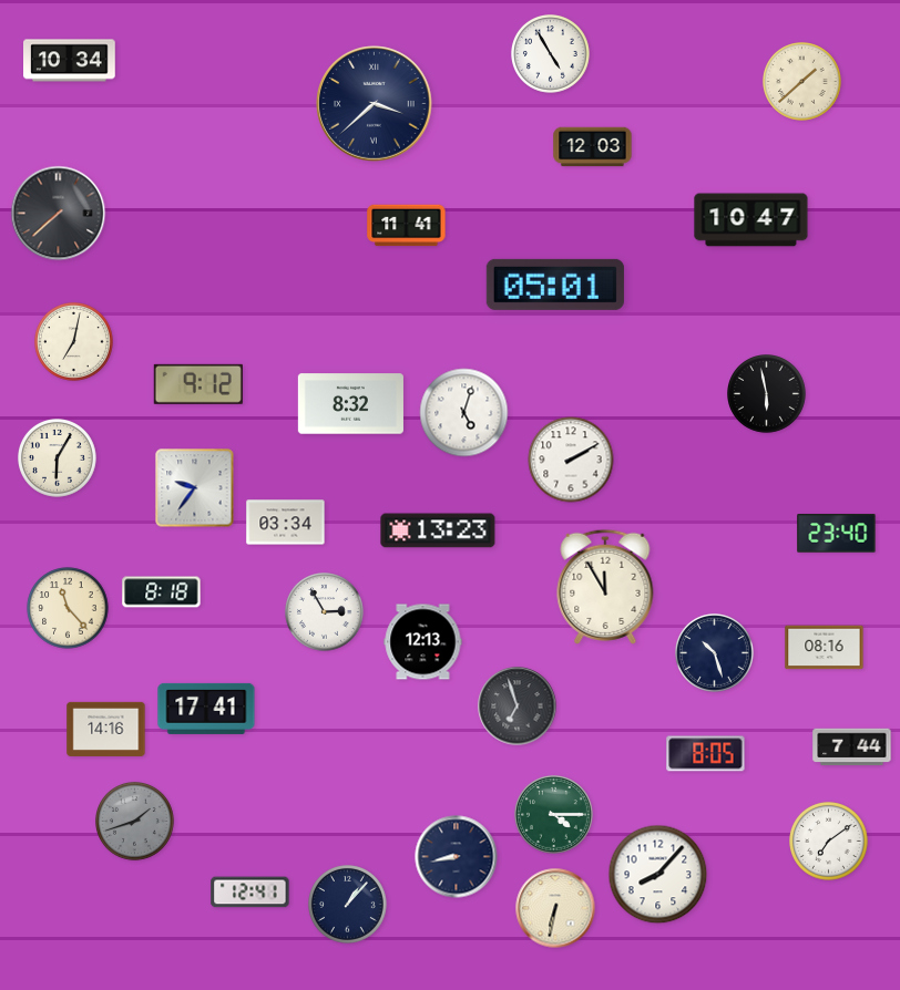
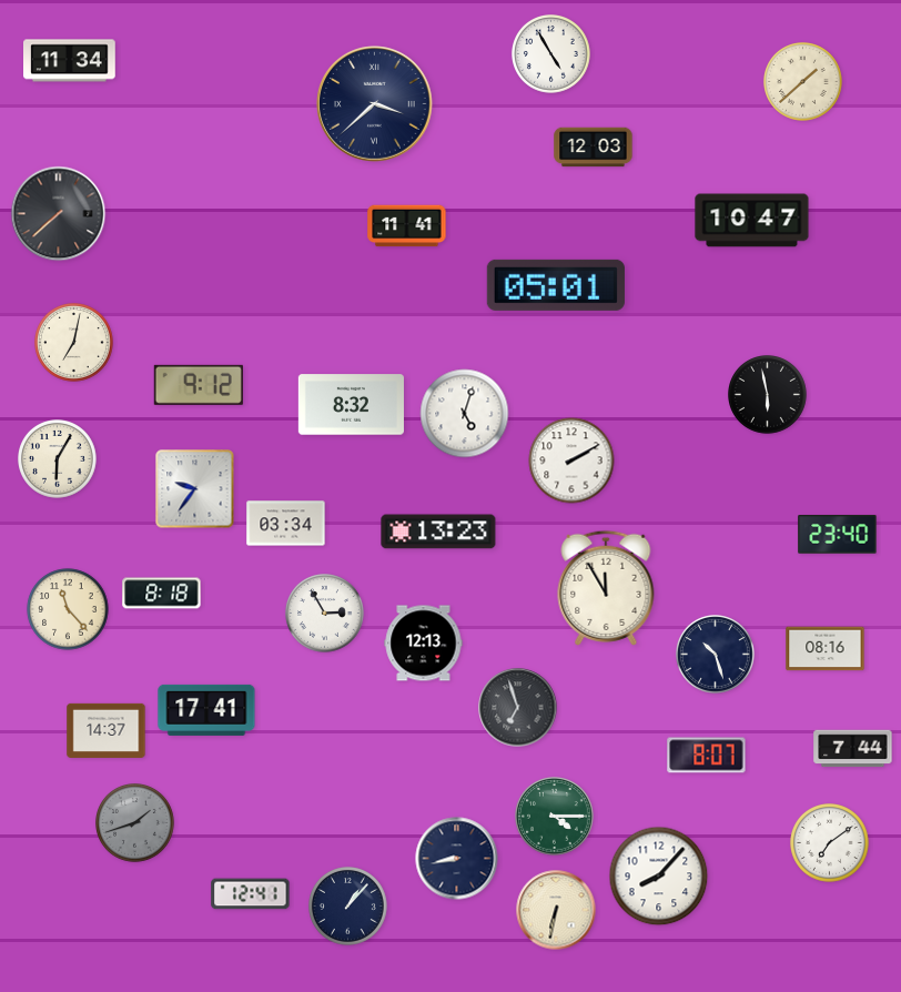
clock at (70, 61): 10:34 -> 11:34
clock at (106, 729): 14:16 -> 14:37
clock at (706, 754): 8:05 -> 8:07
